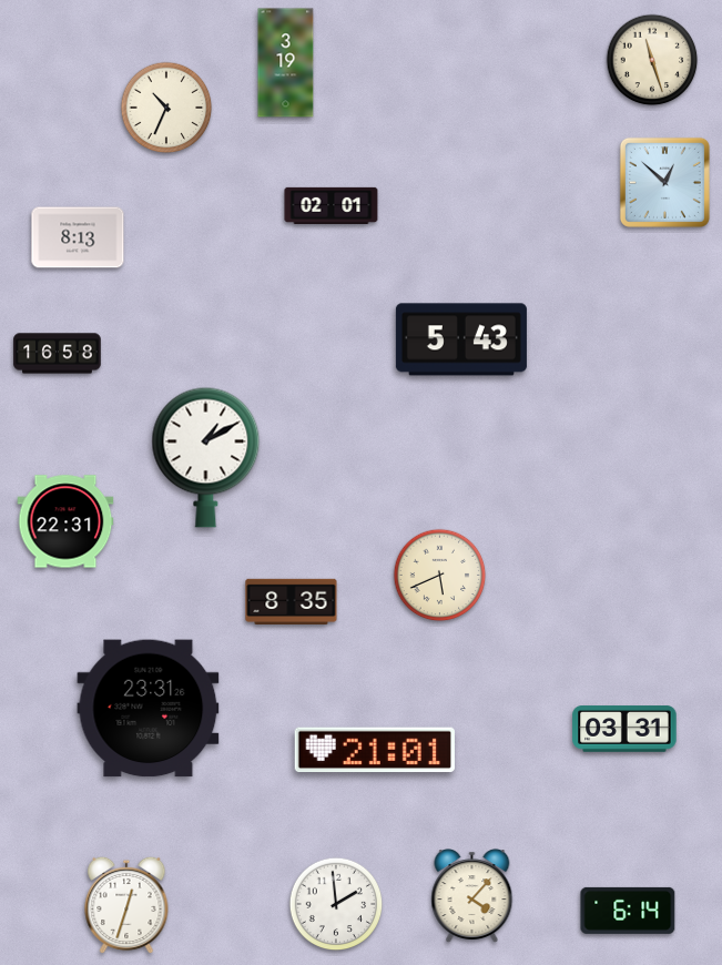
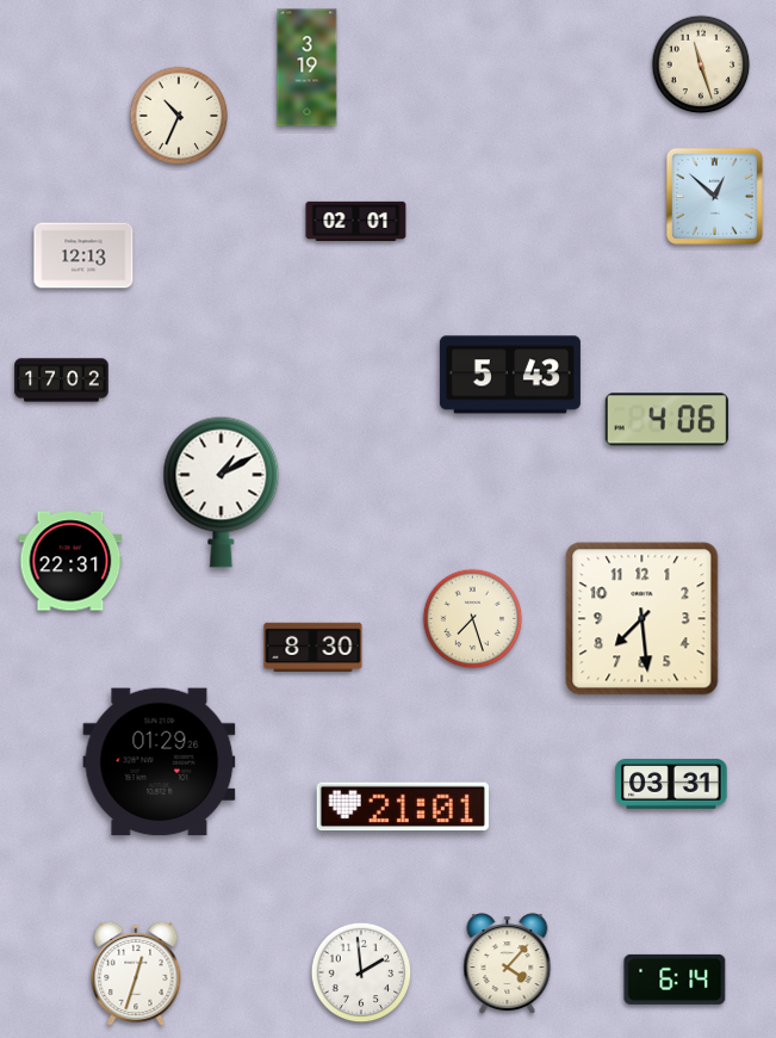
clock at (78, 237): 8:13 -> 12:13
clock at (461, 339) position: (461, 339) -> (510, 375)
clock at (58, 354): 16:58 -> 17:02
clock at (666, 420): none -> 4:06
clock at (440, 576): 5:41 -> 7:27
clock at (642, 619): none -> 7:29
clock at (292, 601): 8:35 -> 8:30
clock at (149, 709): 23:31 -> 01:29
